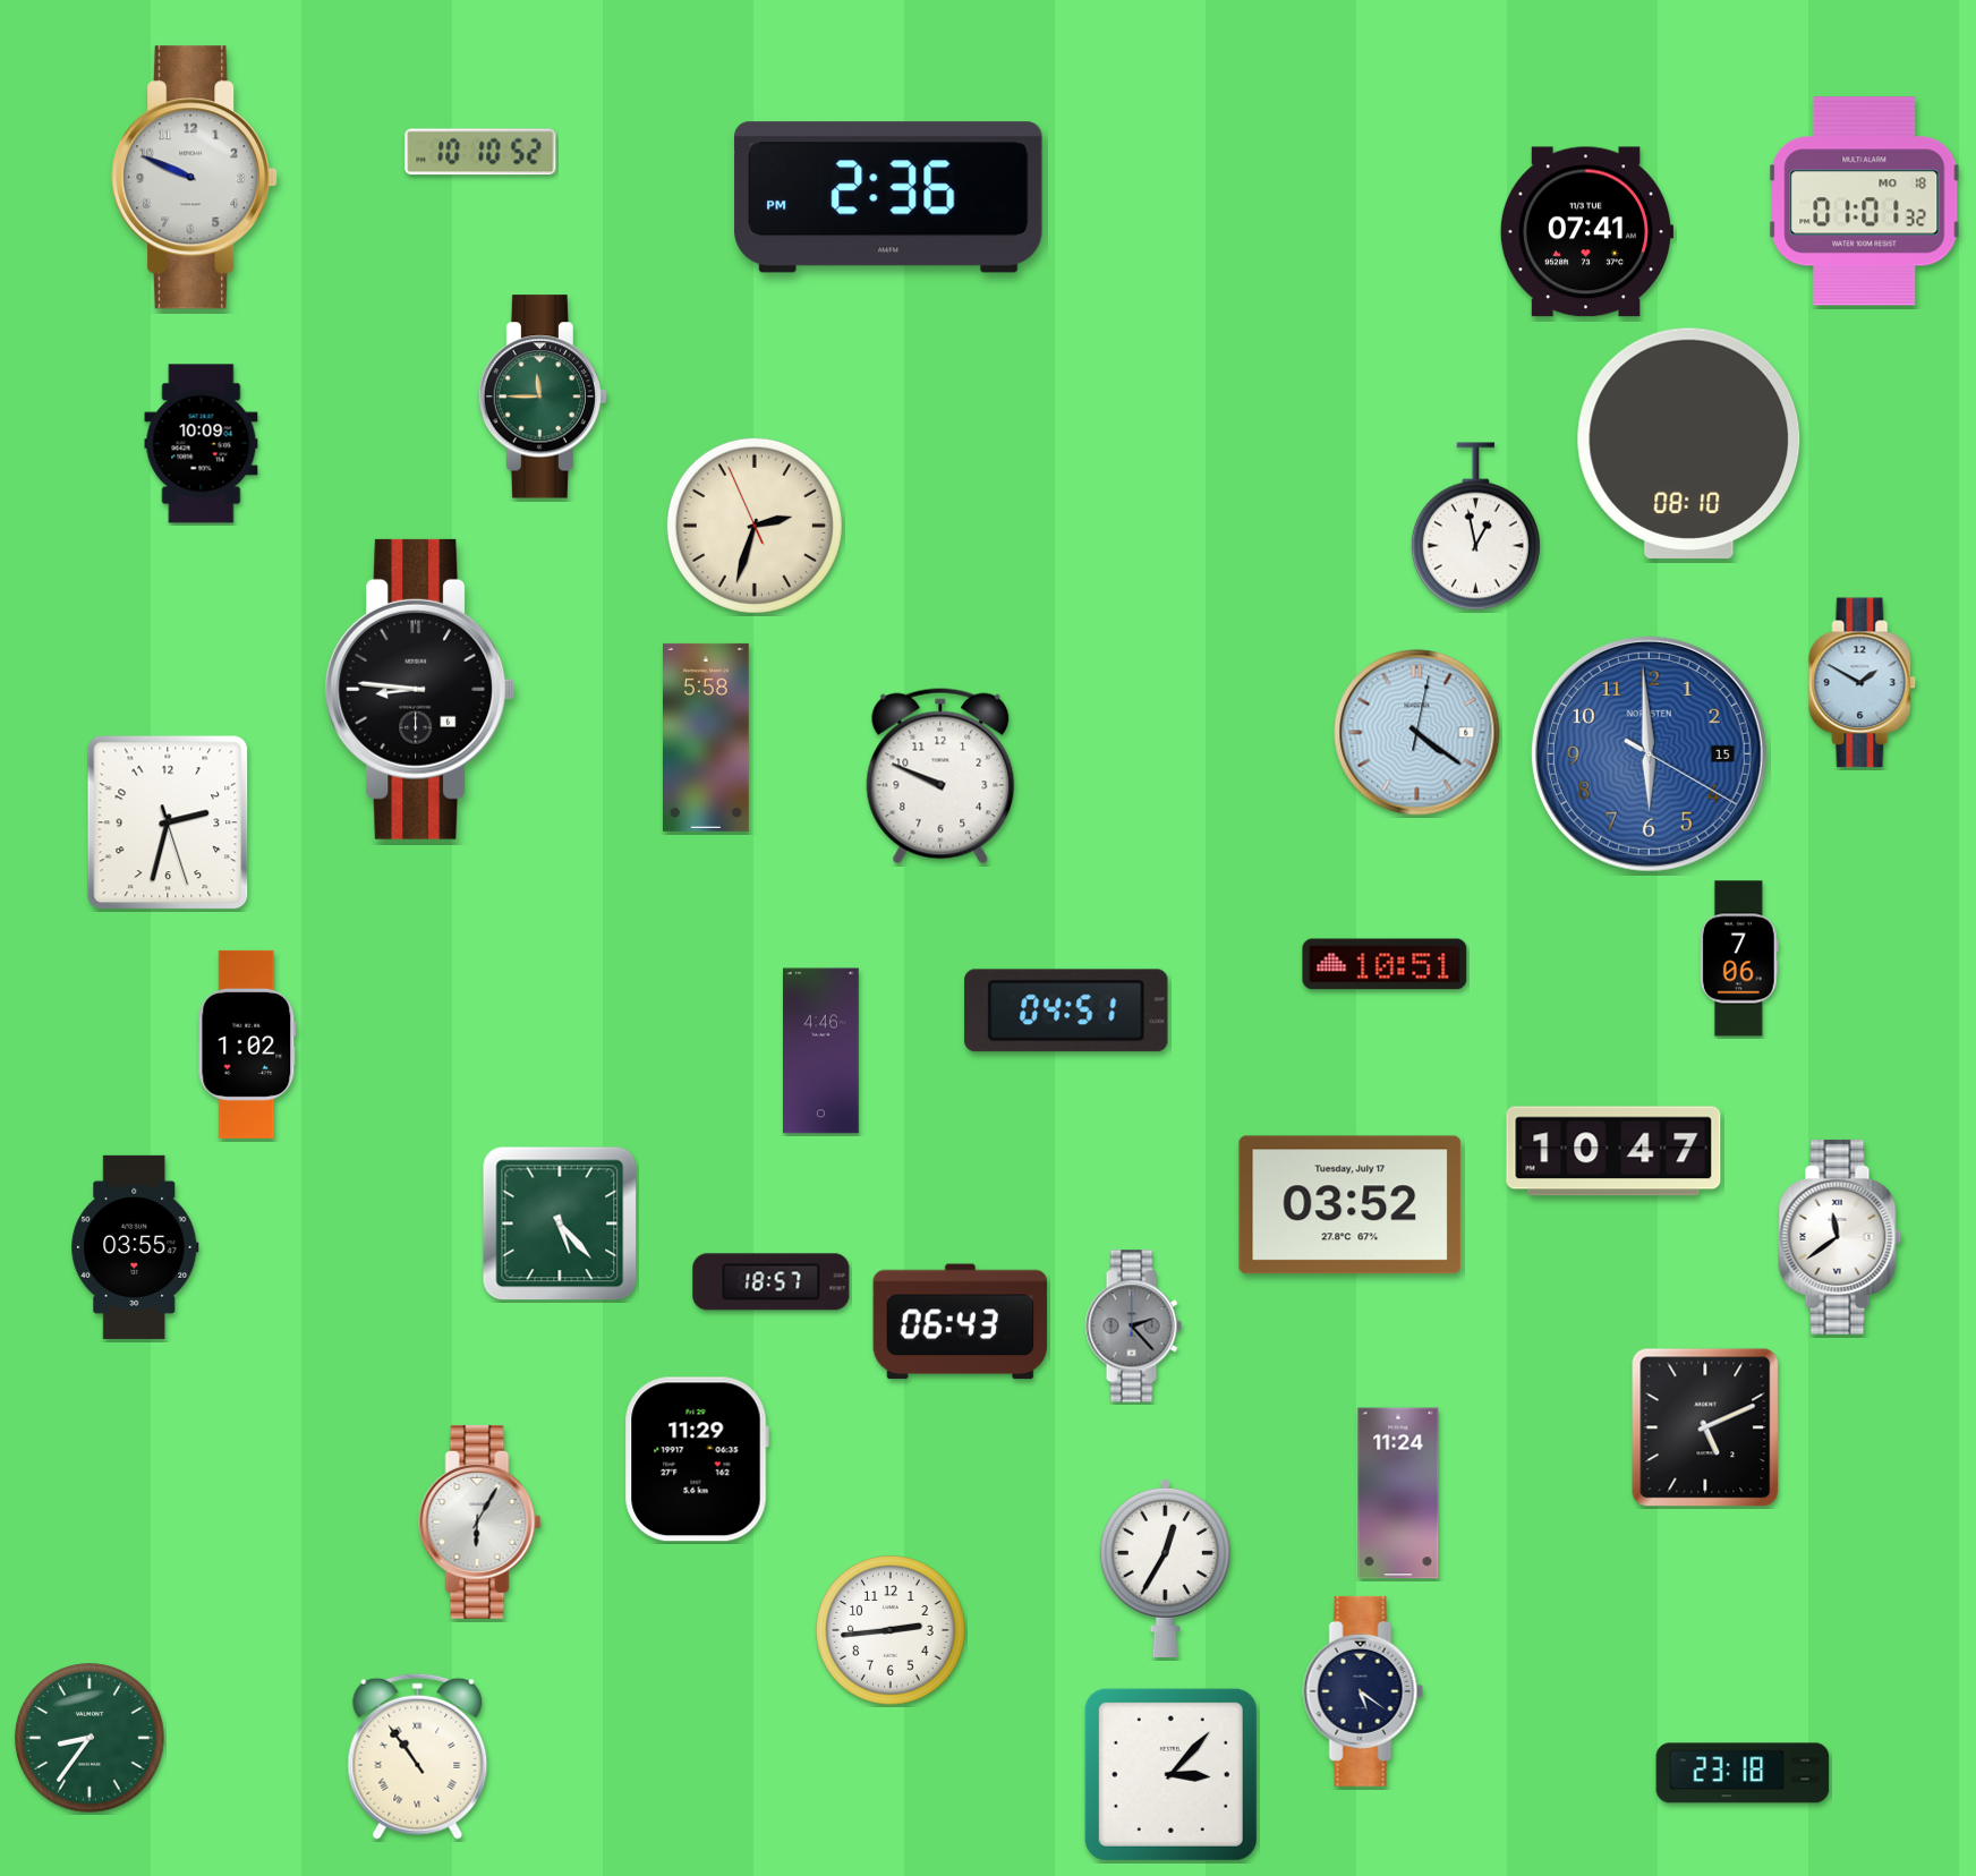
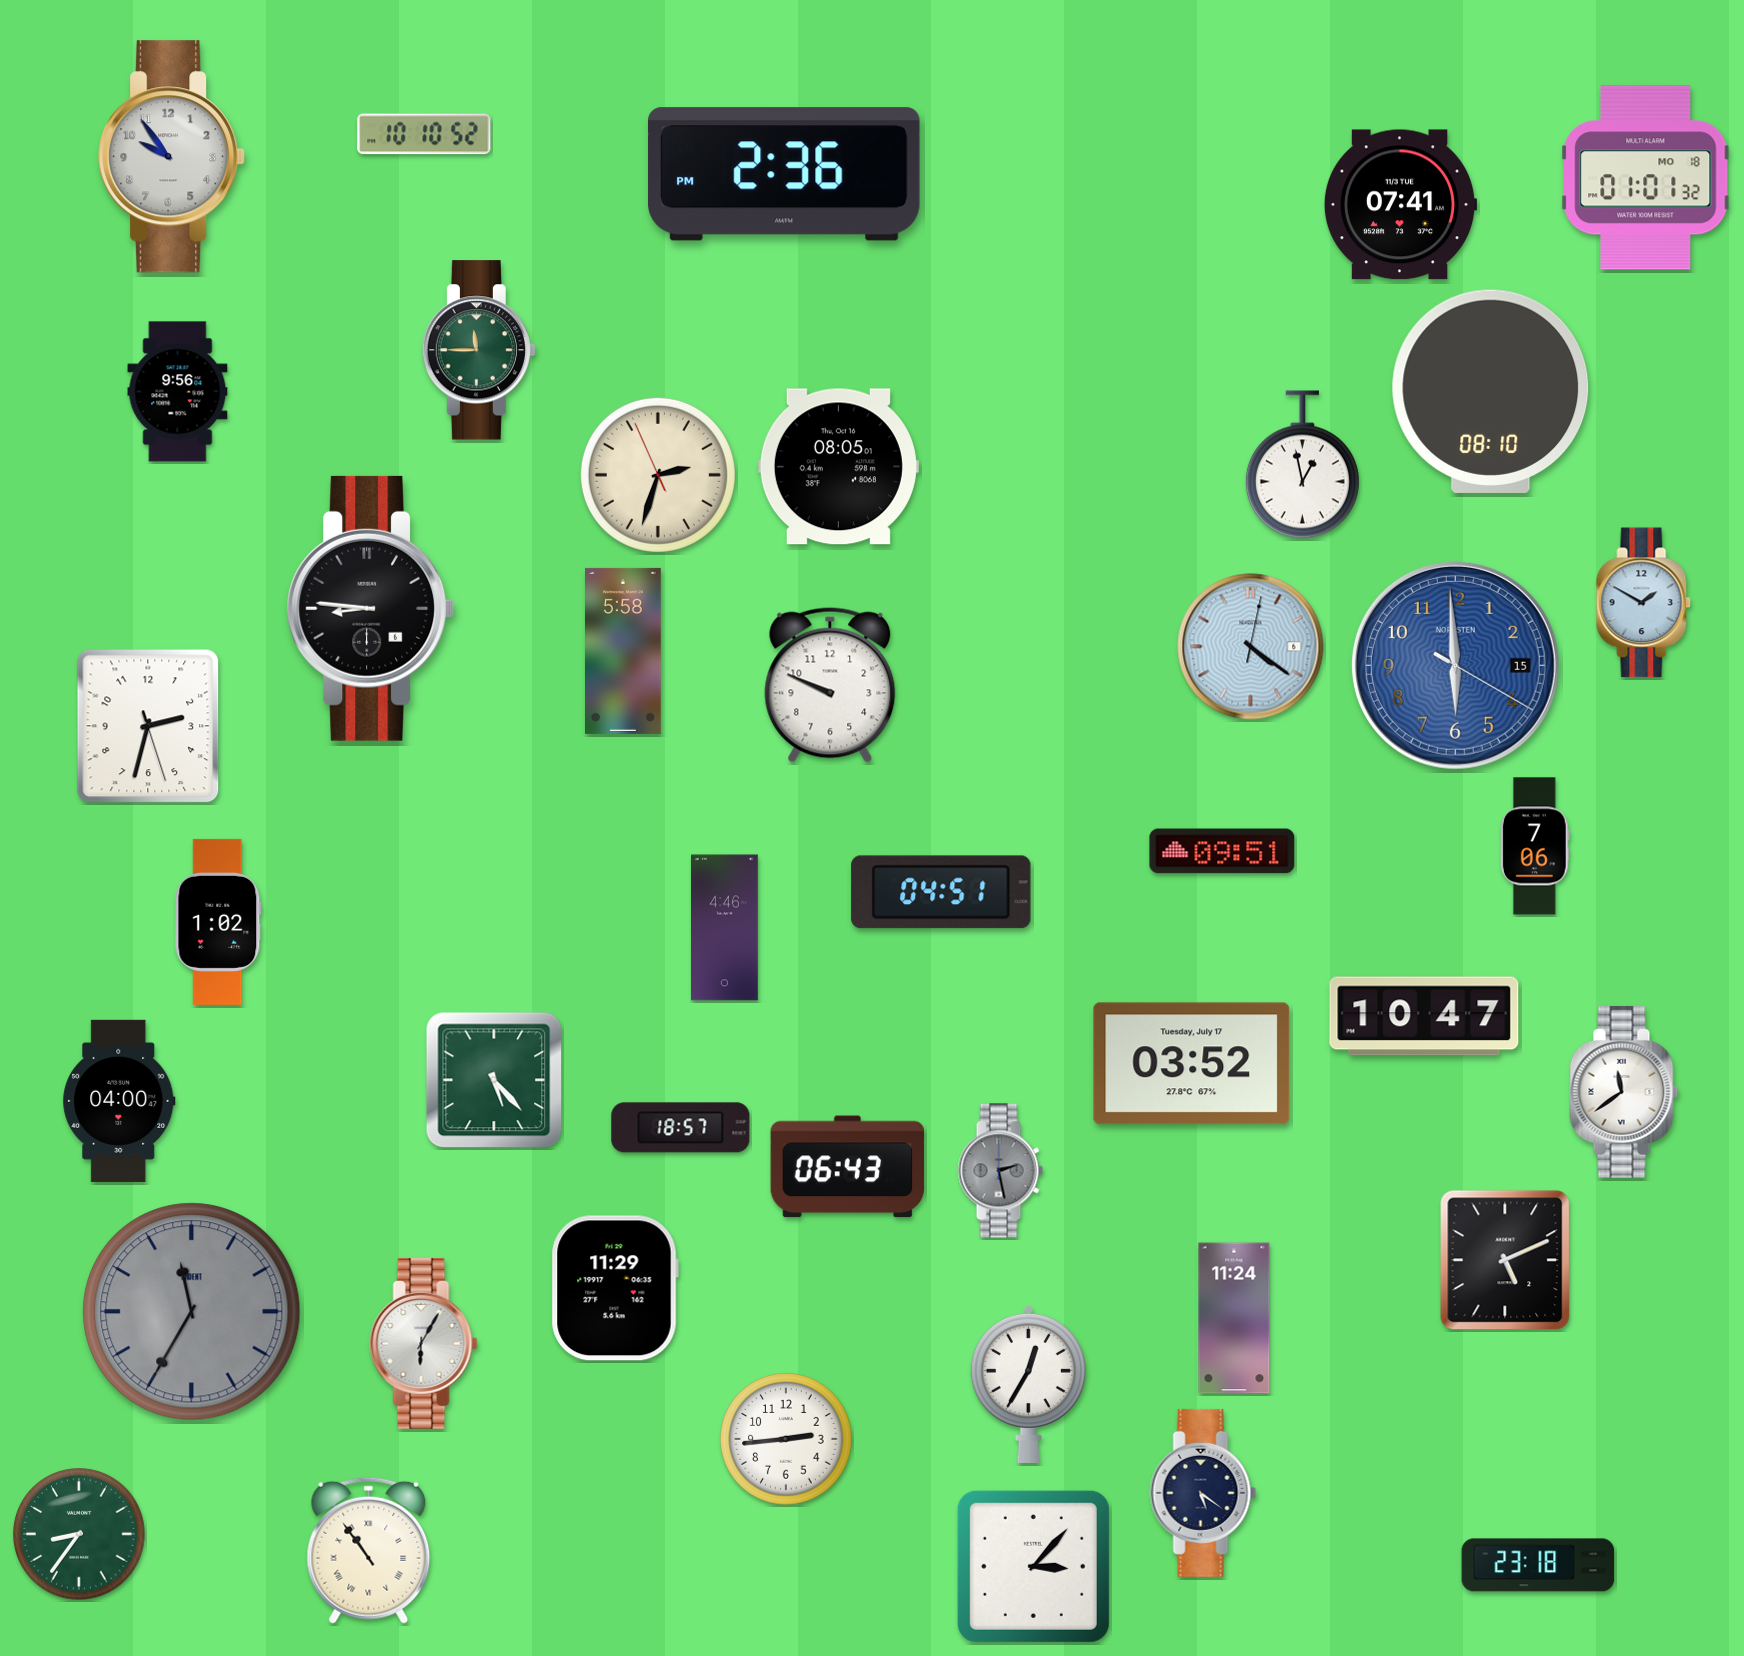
clock at (195, 178): 9:49 -> 9:54
clock at (202, 444): 10:09 -> 9:56
clock at (755, 526) position: (755, 526) -> (658, 475)
clock at (838, 467): none -> 08:05
clock at (1385, 964): 10:51 -> 09:51
clock at (135, 1247): 03:55 -> 04:00
clock at (772, 1282) position: (772, 1282) -> (681, 1128)
clock at (1133, 1327): 2:23 -> 2:28
clock at (192, 1312): none -> 11:35
